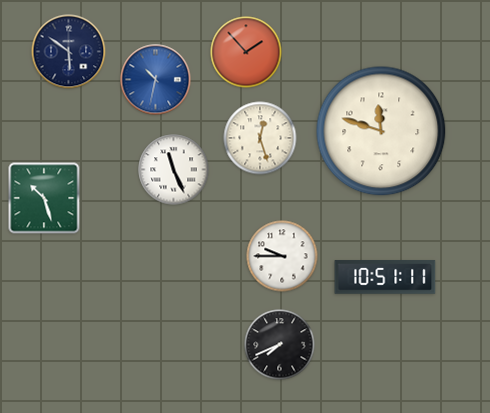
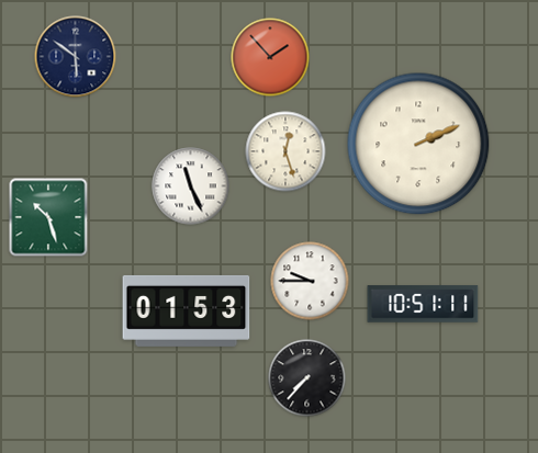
clock at (156, 80): 10:32 -> none
clock at (381, 131): 11:48 -> 2:11
clock at (187, 310): none -> 01:53
clock at (280, 345): 7:41 -> 7:37
